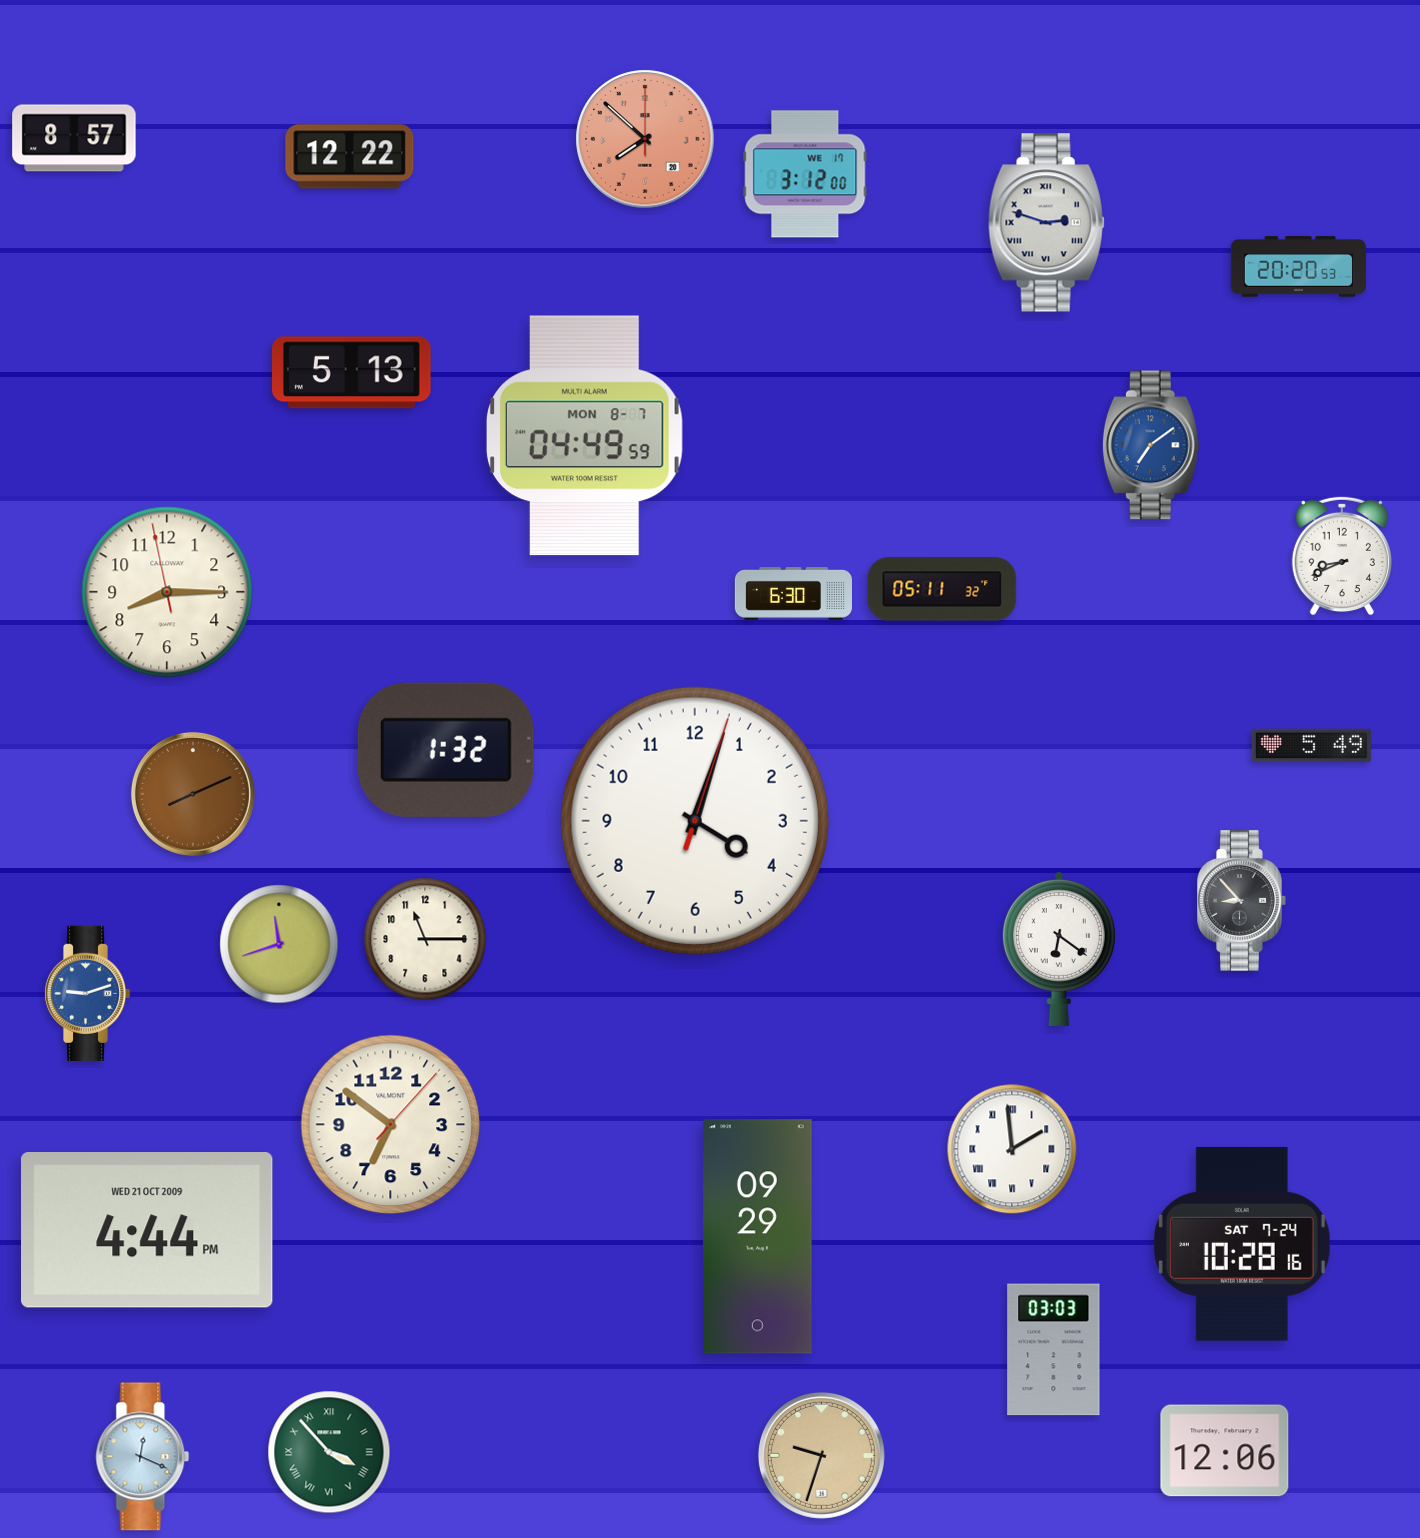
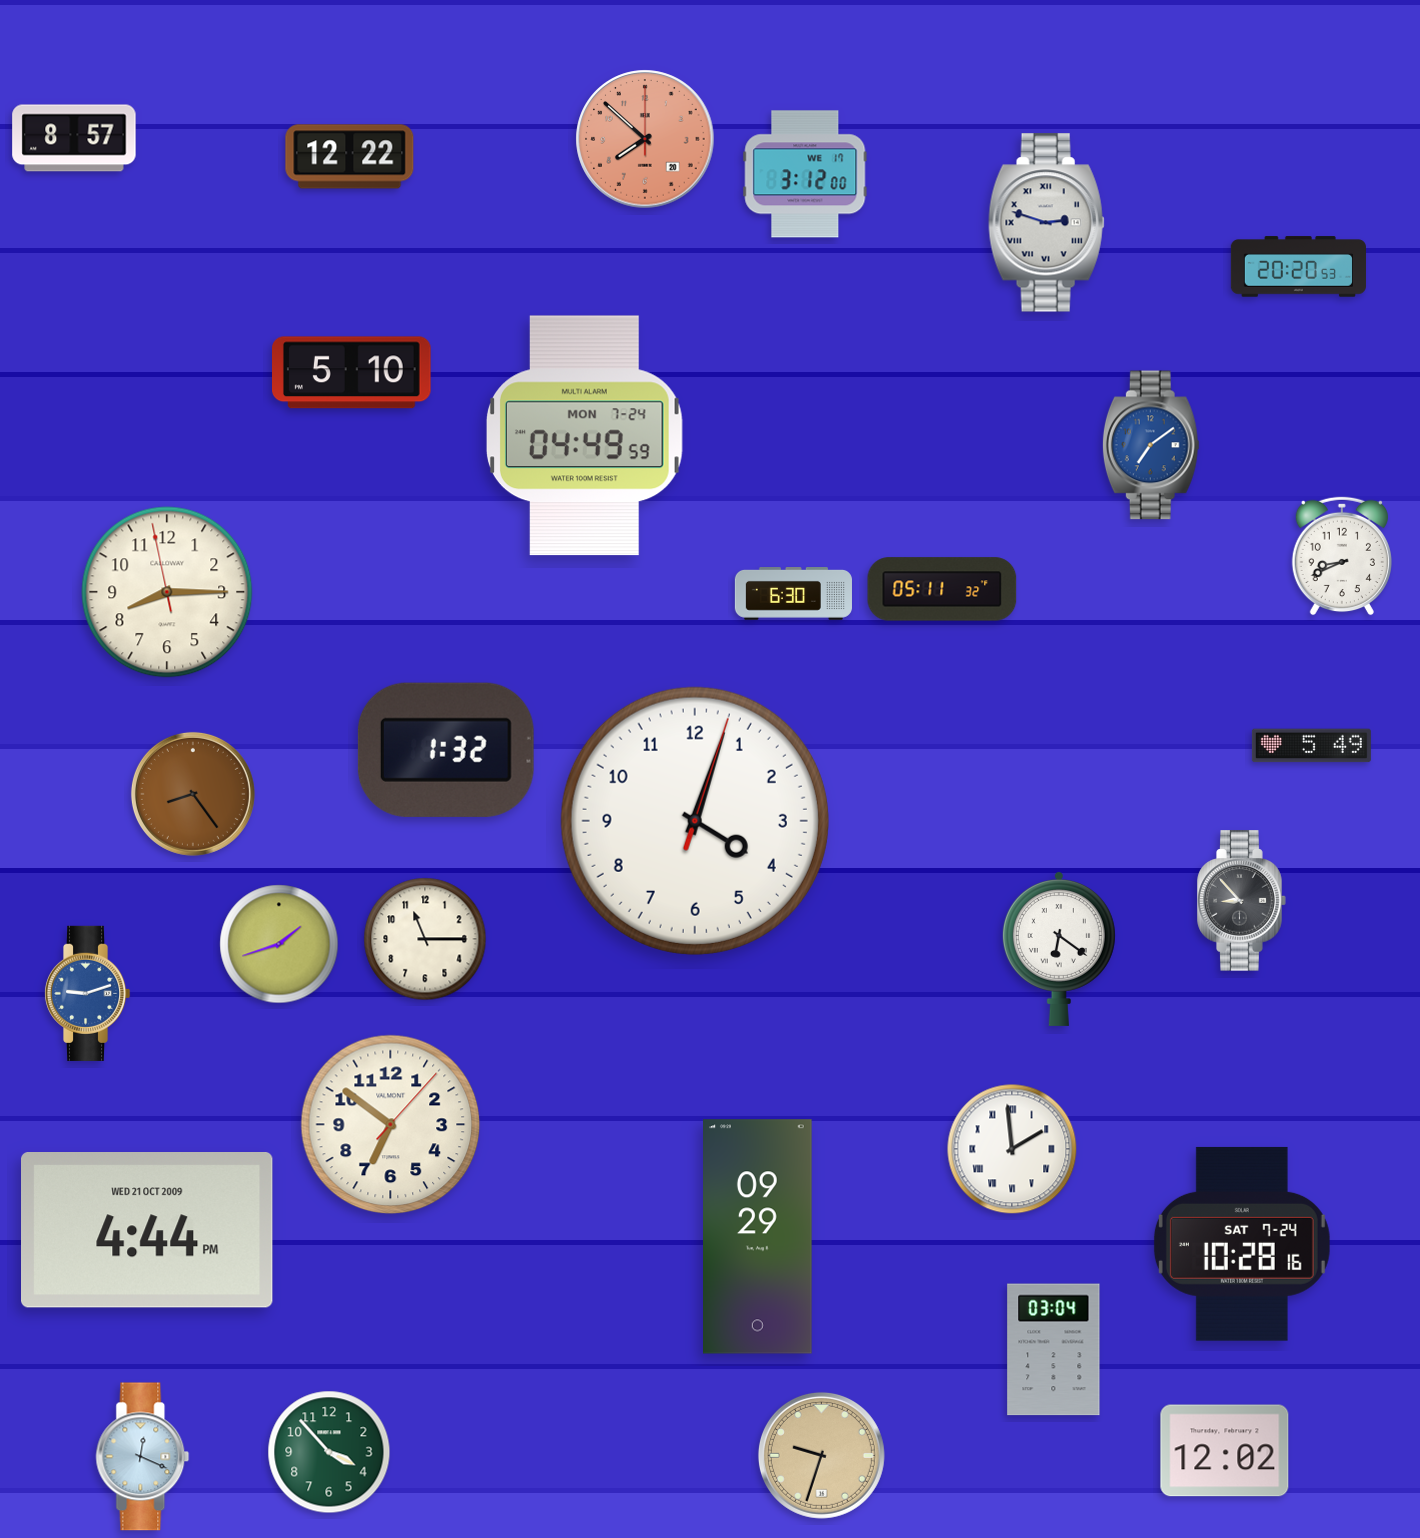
clock at (352, 373): 5:13 -> 5:10
clock at (584, 436) date: MON 8-7 -> MON 7-24
clock at (193, 794): 8:11 -> 8:24
clock at (279, 944): 11:42 -> 1:42
clock at (1054, 1350): 03:03 -> 03:04
clock at (1225, 1451): 12:06 -> 12:02
clock at (329, 1452) numerals: Roman -> Arabic
